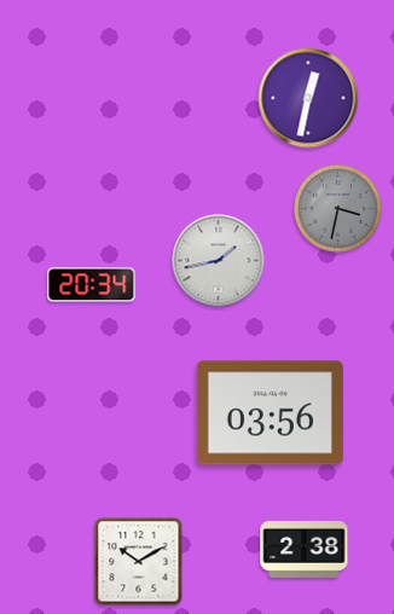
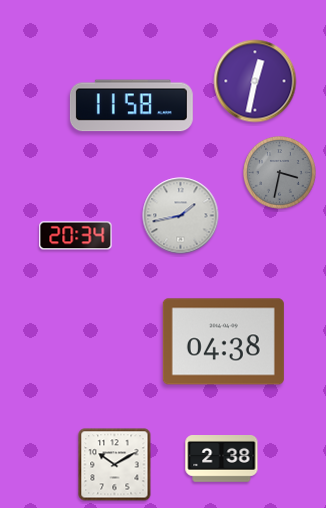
clock at (131, 106): none -> 11:58
clock at (270, 413): 03:56 -> 04:38
clock at (305, 550) position: (305, 550) -> (222, 459)
